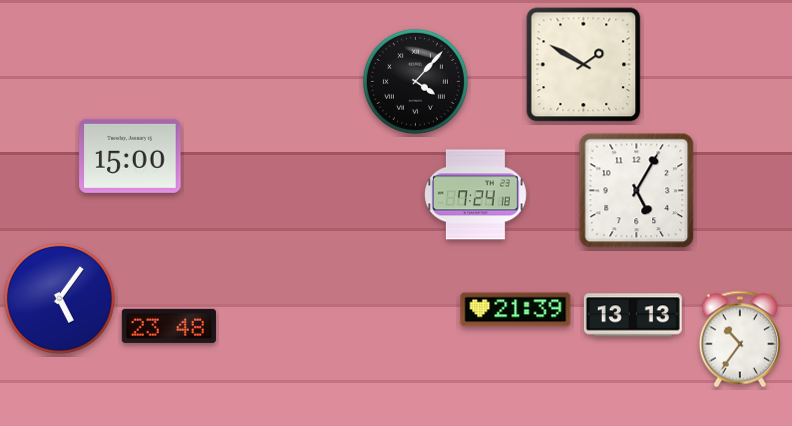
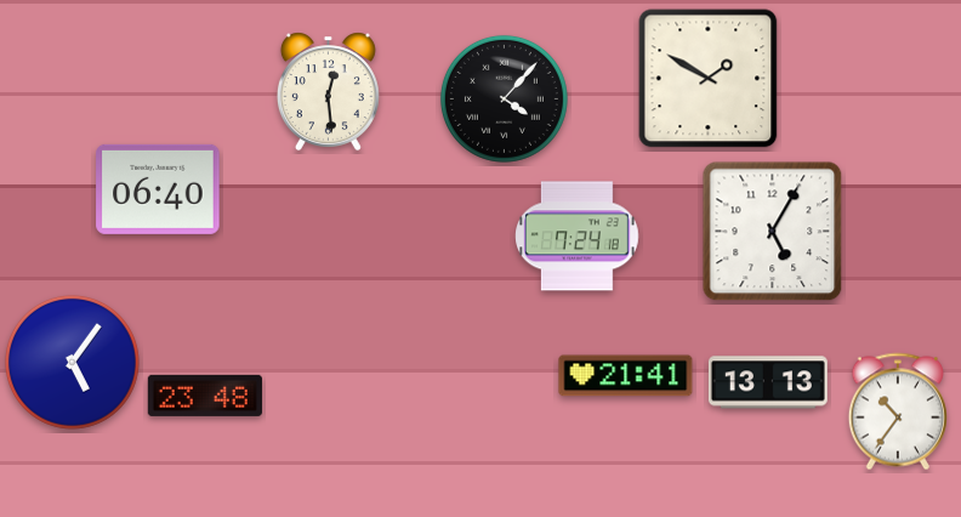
clock at (328, 91): none -> 12:29
clock at (130, 156): 15:00 -> 06:40
clock at (516, 310): 21:39 -> 21:41
